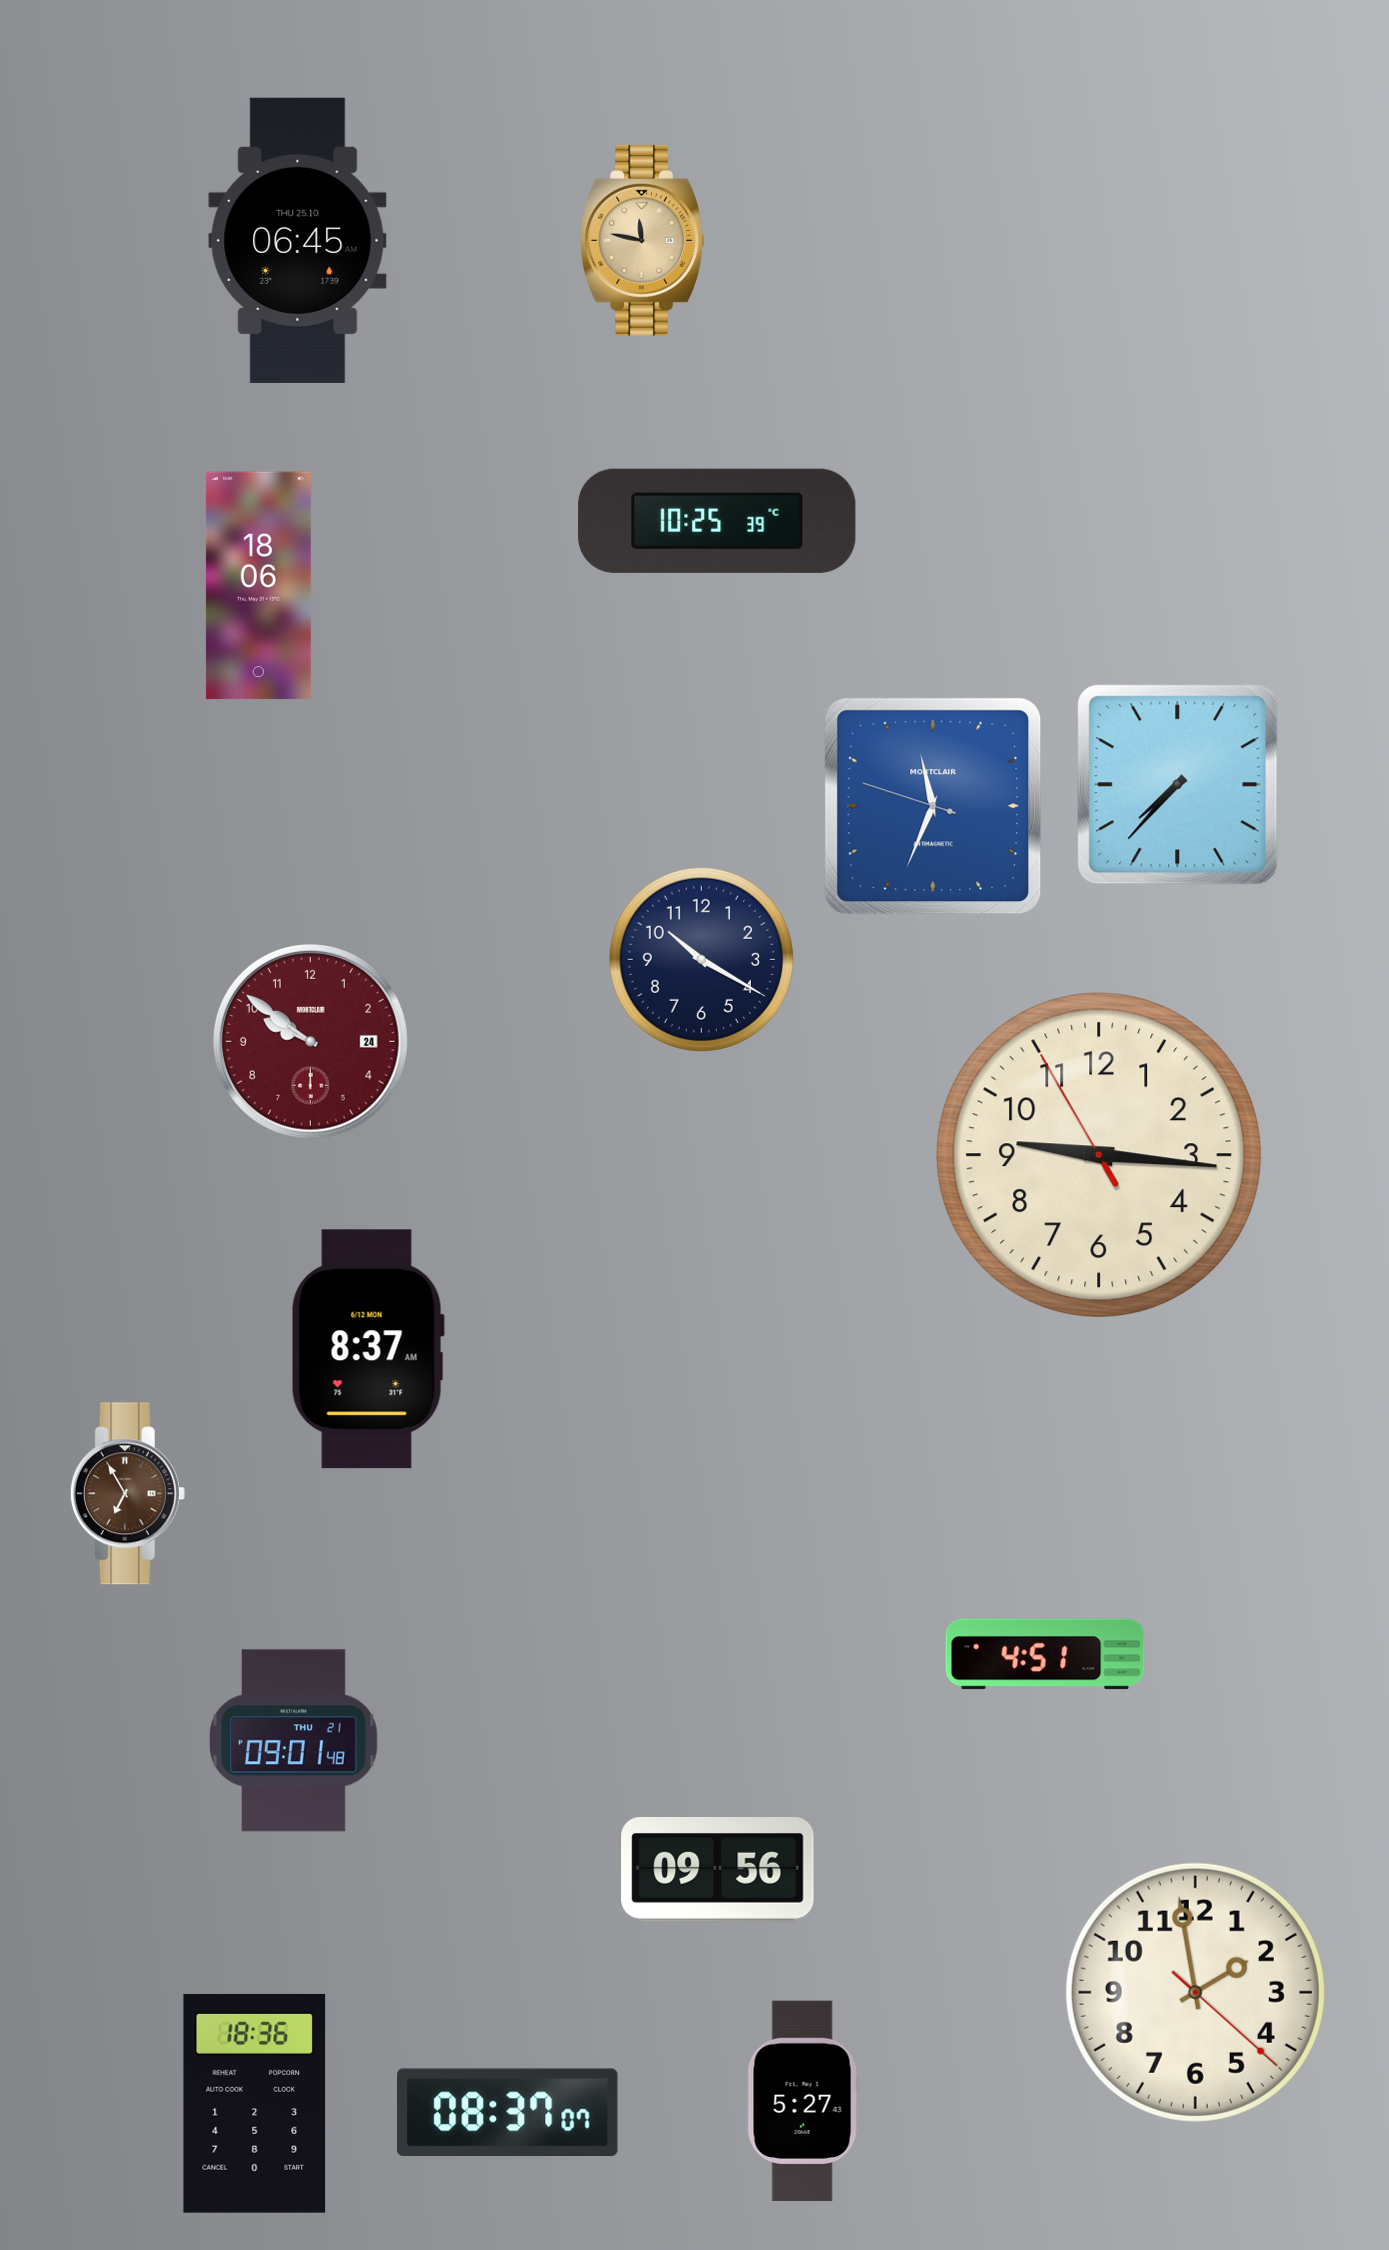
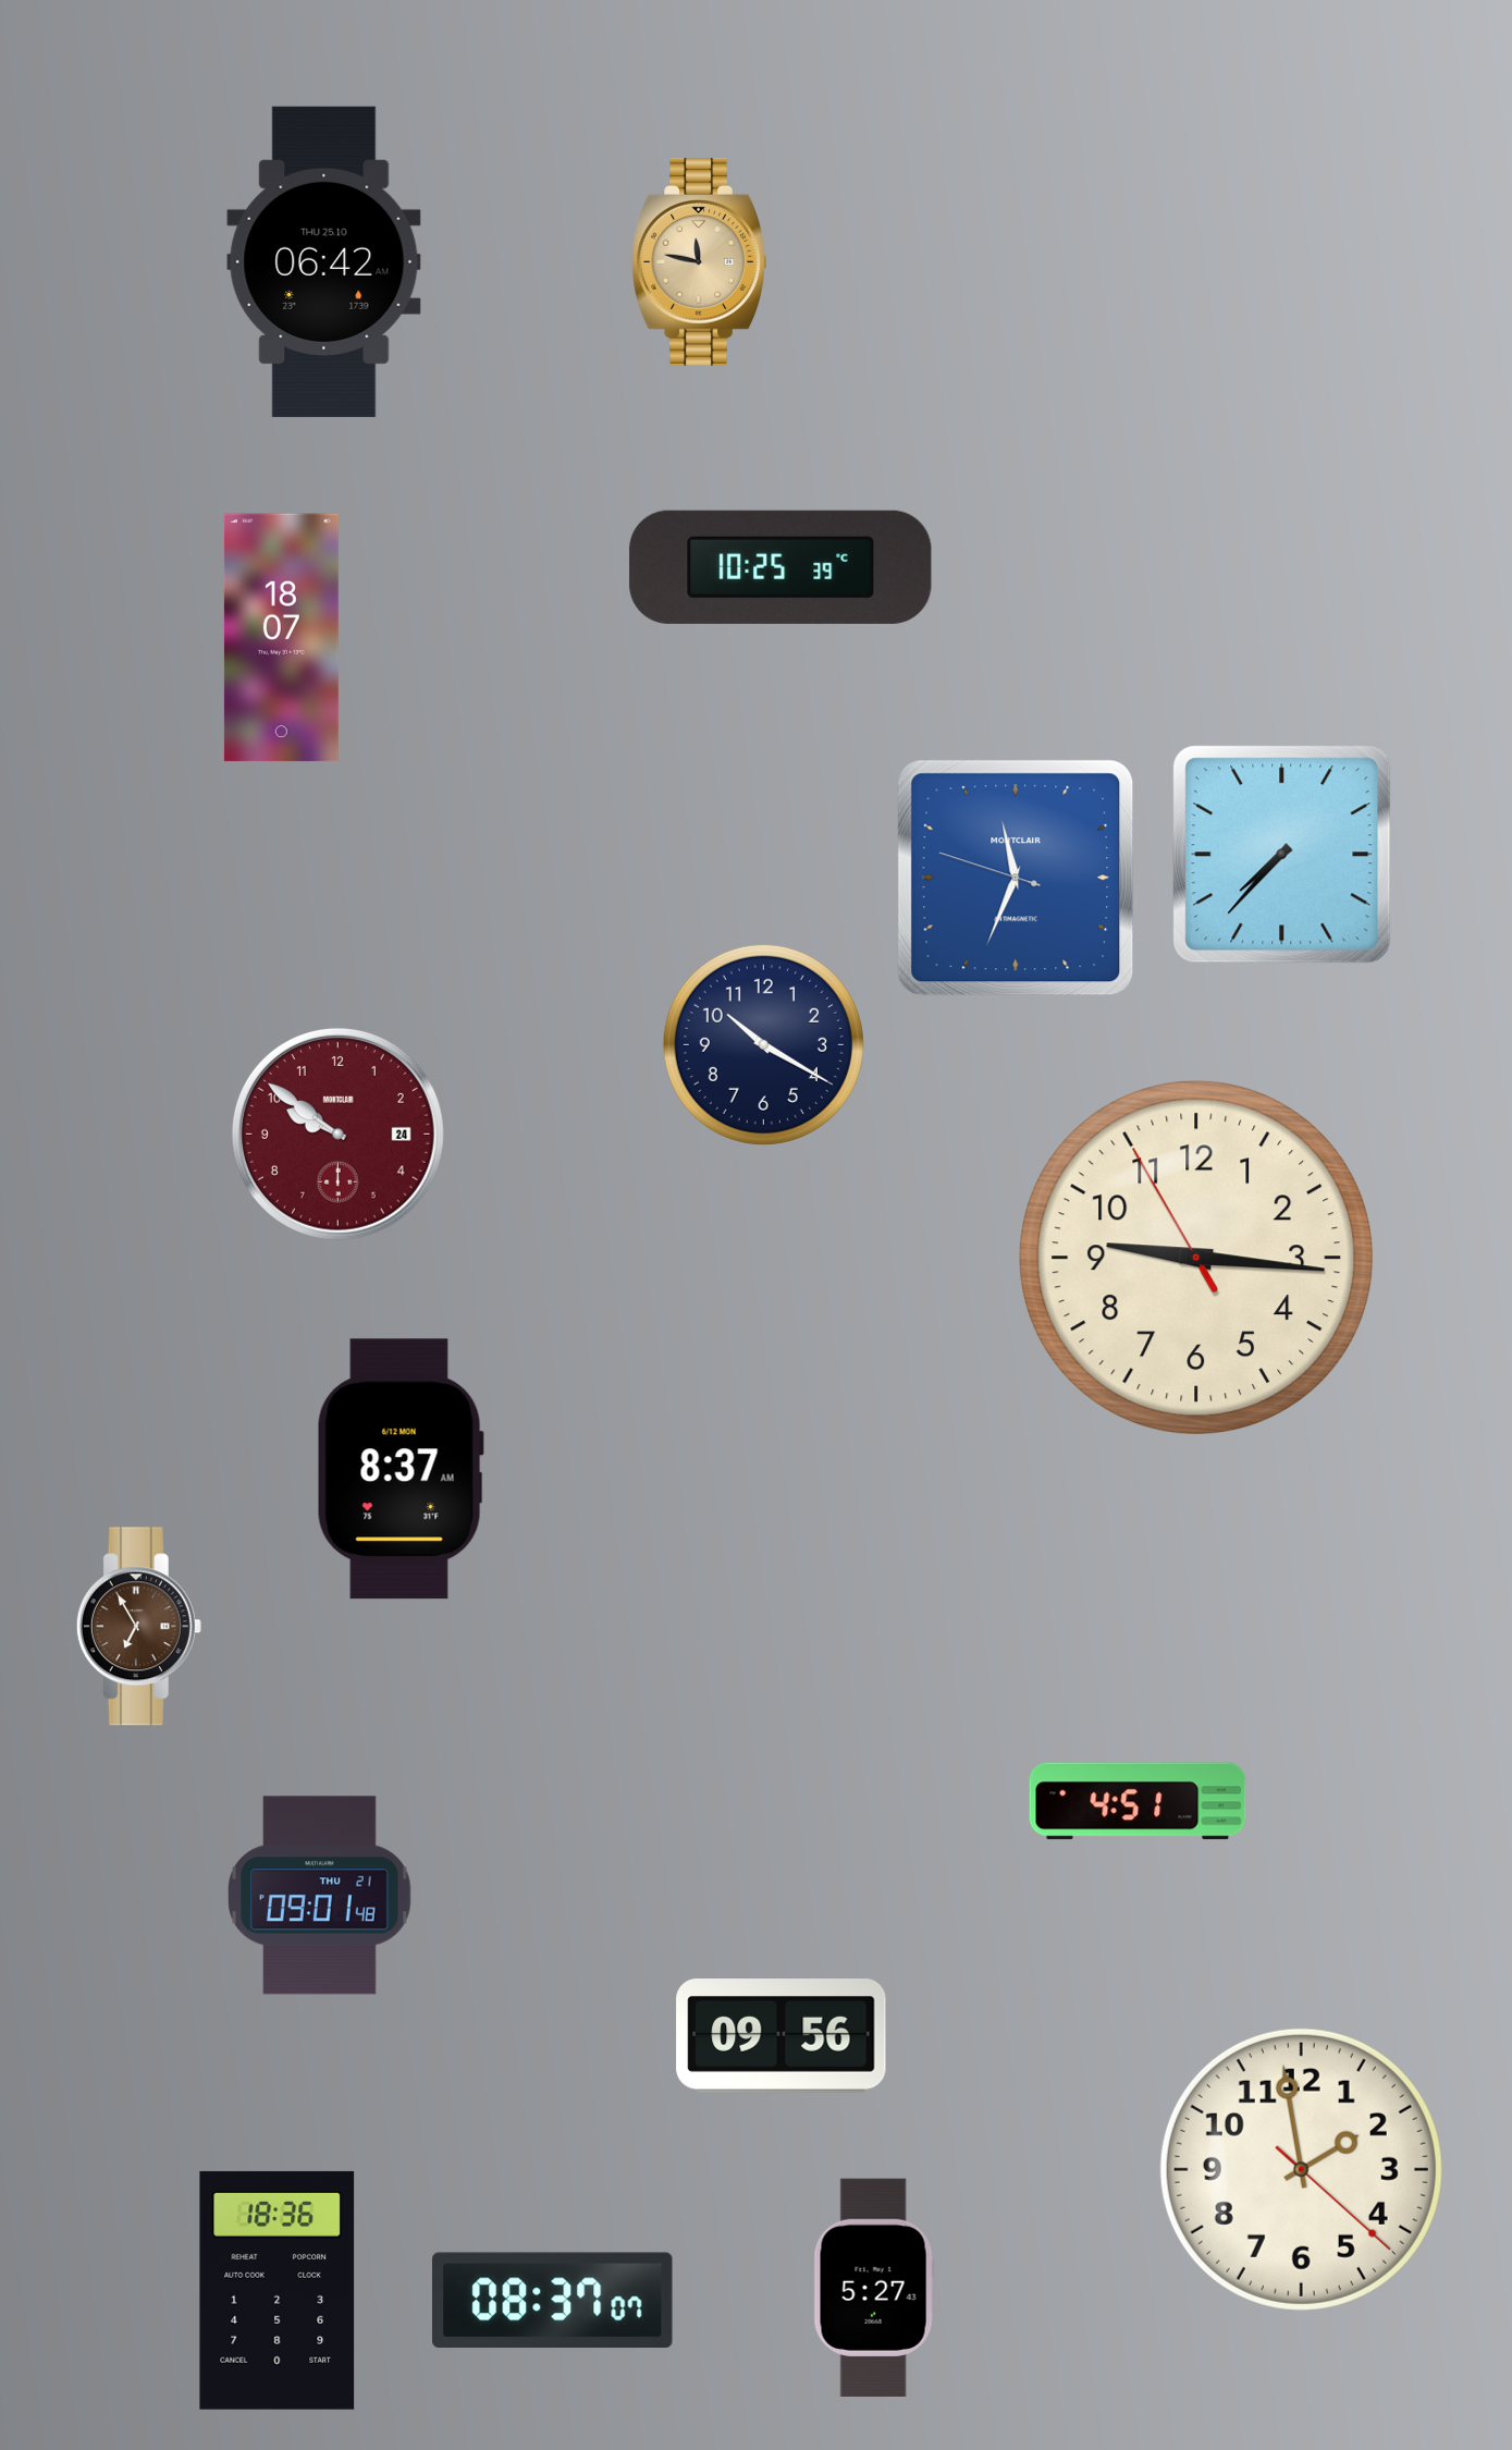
clock at (298, 240): 06:45 -> 06:42
clock at (258, 586): 18:06 -> 18:07
